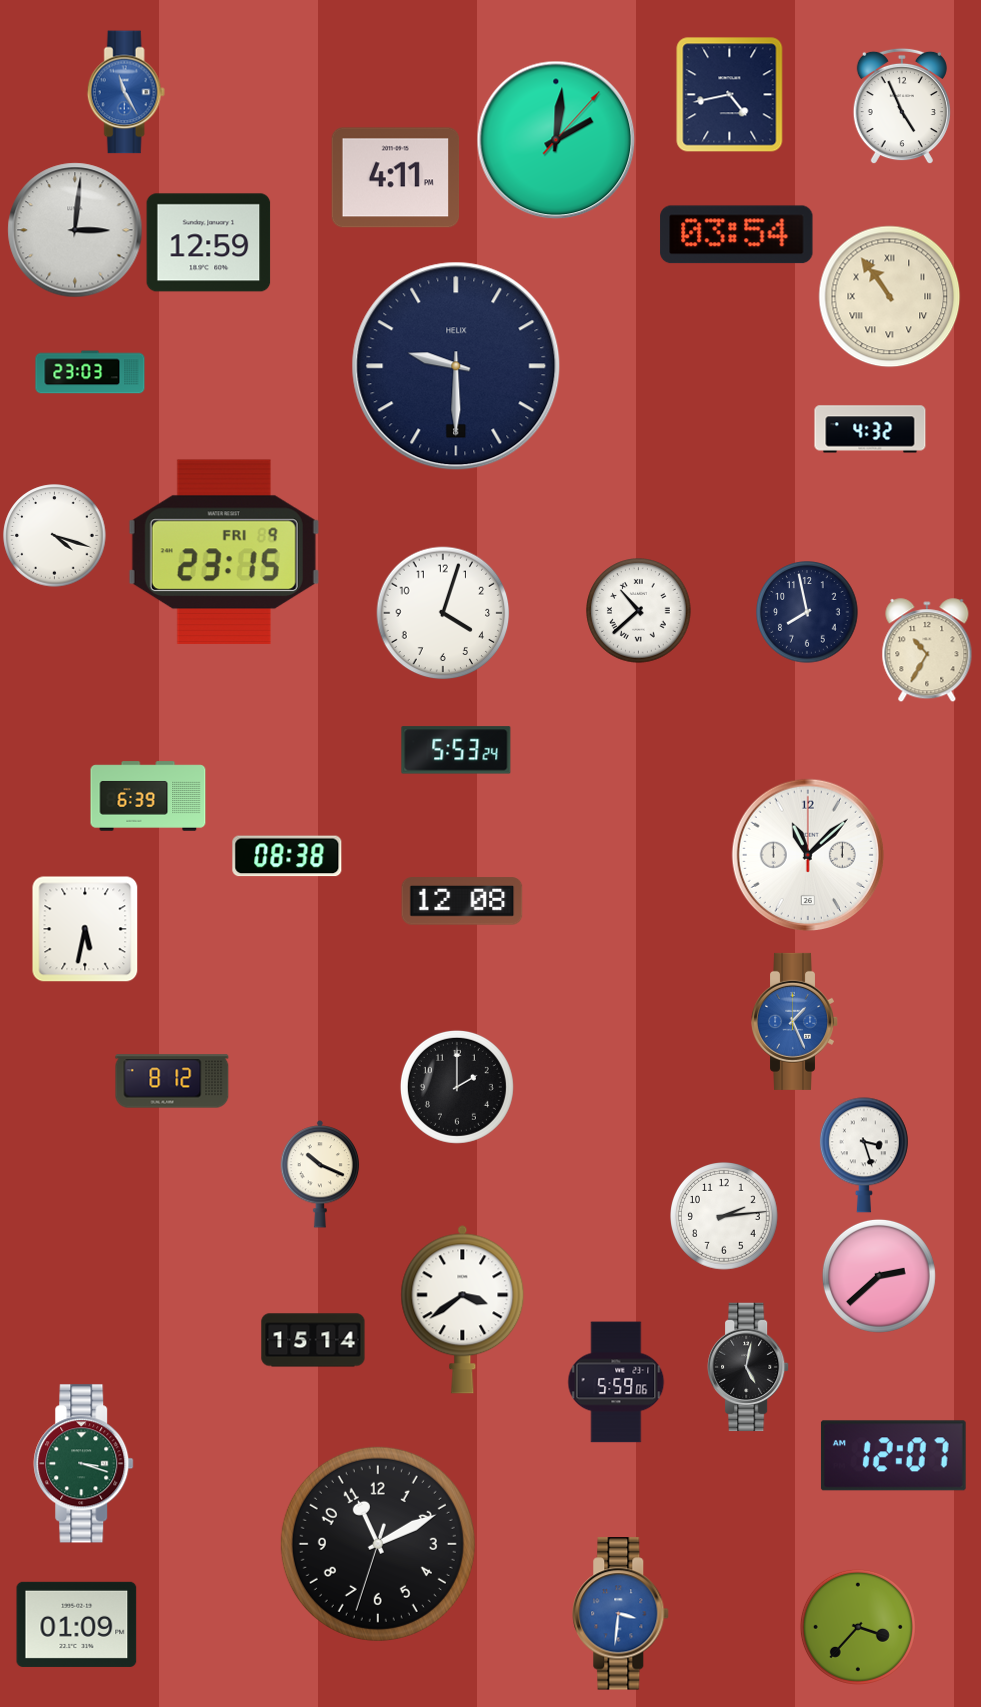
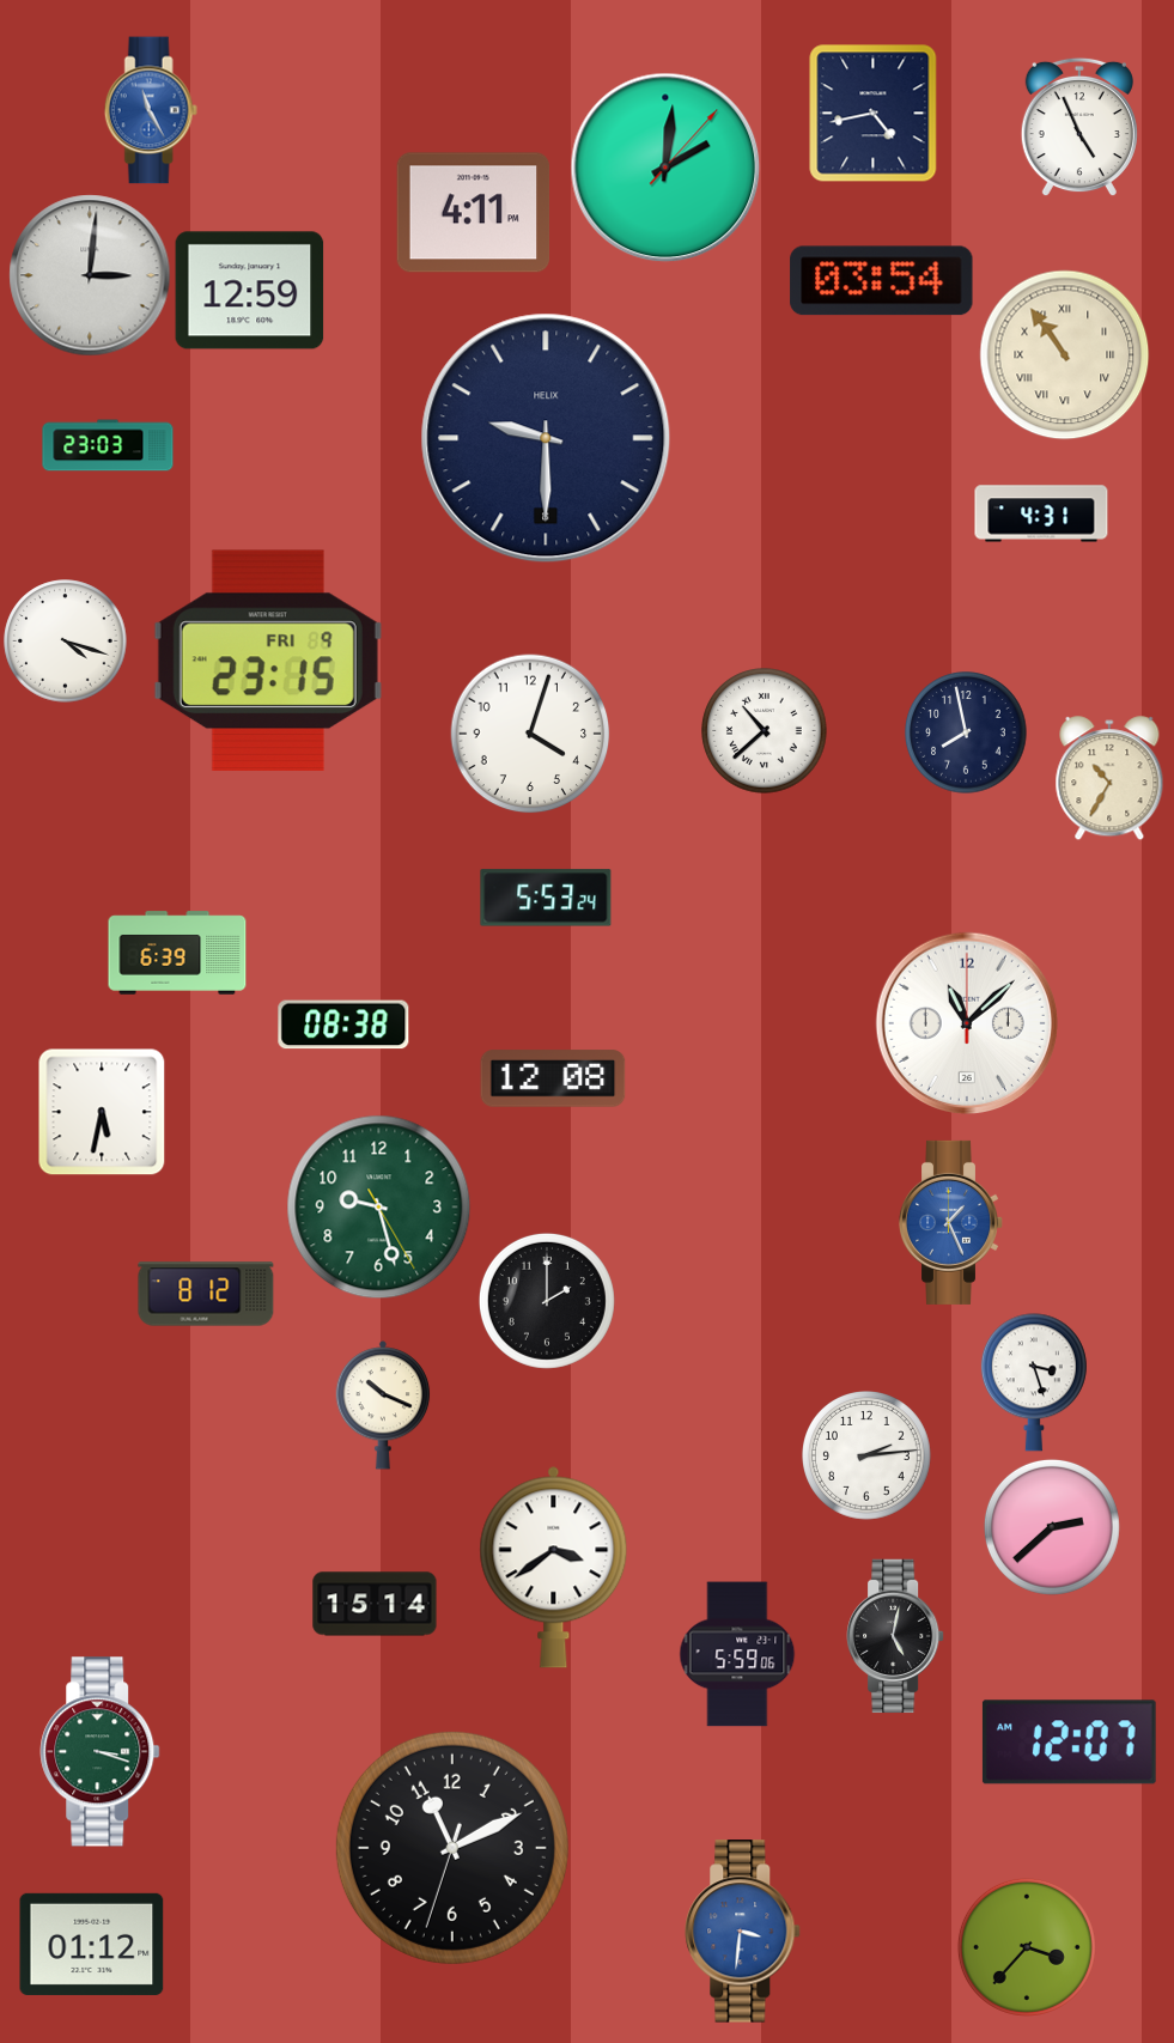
clock at (870, 429): 4:32 -> 4:31
clock at (379, 1208): none -> 9:27
clock at (77, 1624): 01:09 -> 01:12
